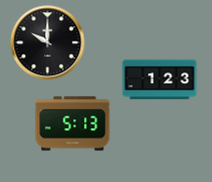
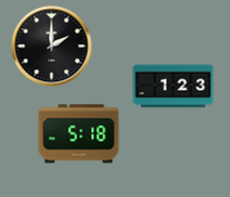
clock at (48, 43): 10:00 -> 2:00
clock at (73, 124): 5:13 -> 5:18
